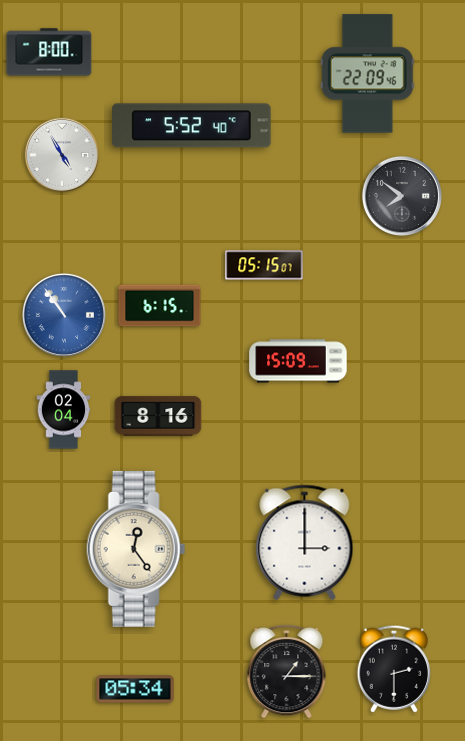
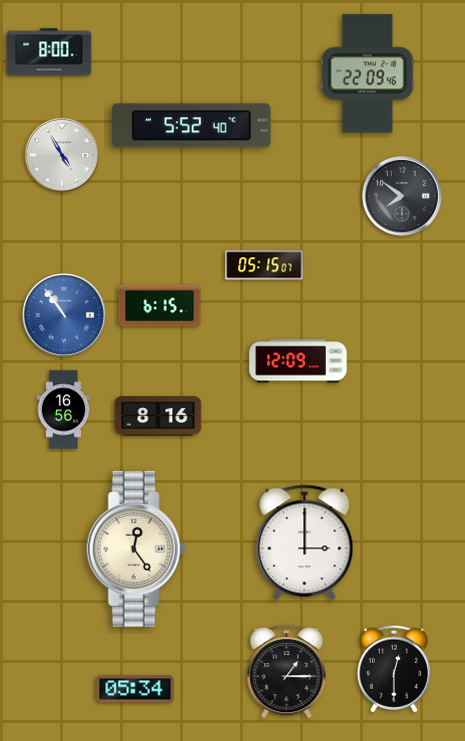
clock at (298, 361): 15:09 -> 12:09
clock at (64, 410): 02:04 -> 16:56
clock at (393, 669): 2:30 -> 12:30
